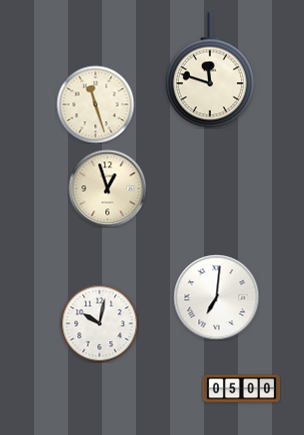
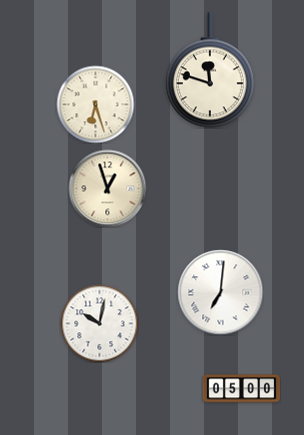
clock at (95, 104): 11:27 -> 6:27
clock at (216, 297) position: (216, 297) -> (220, 292)
